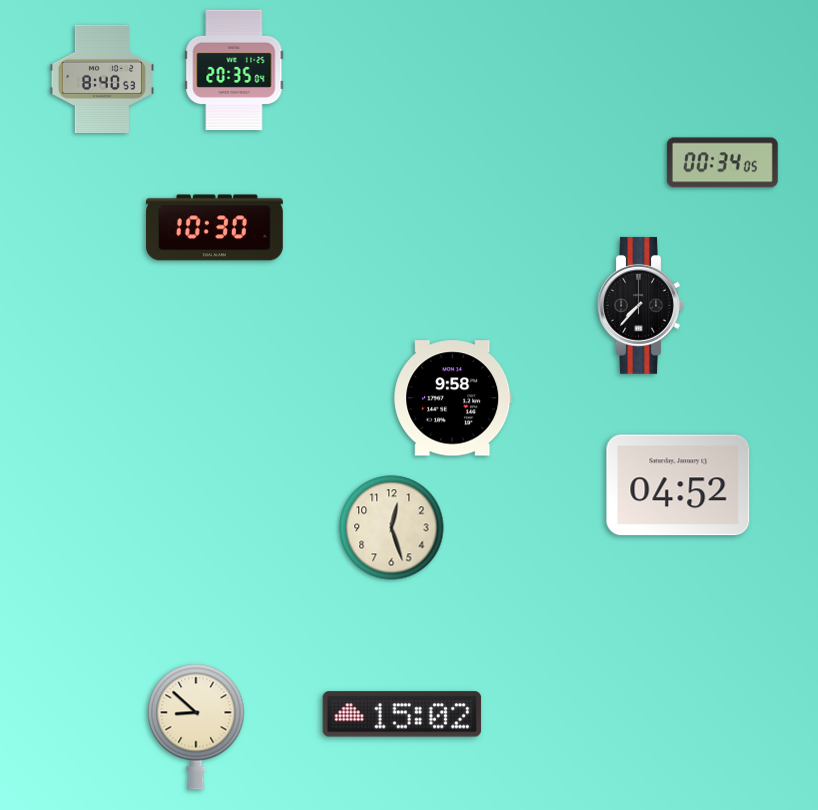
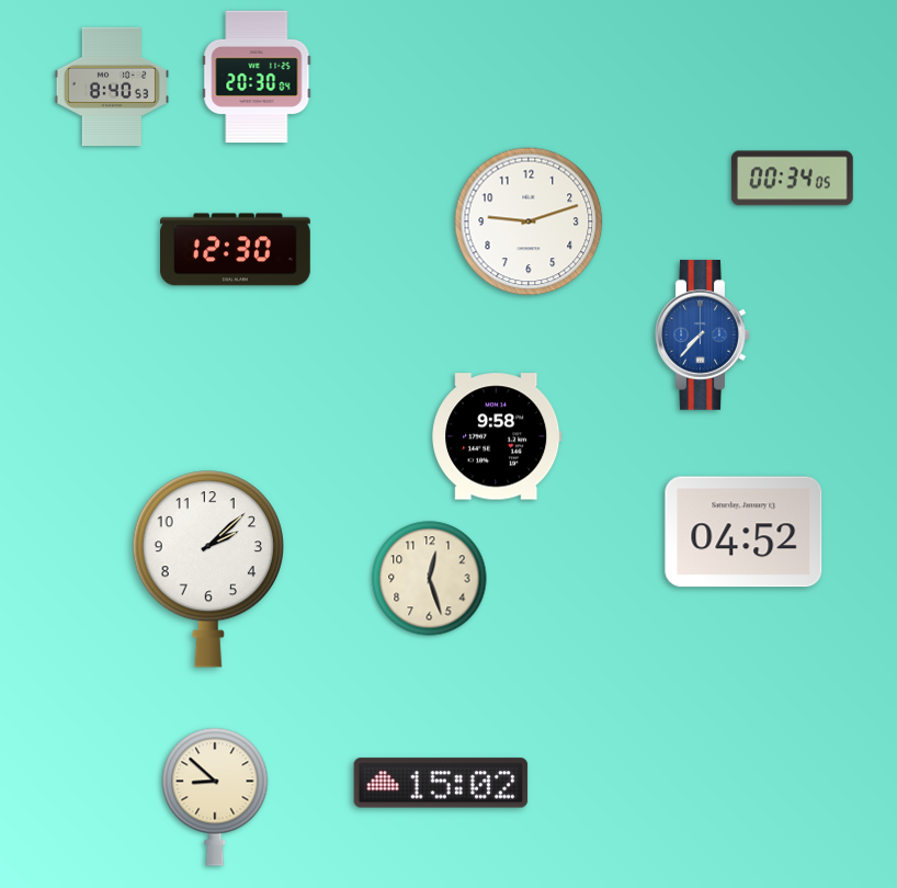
clock at (234, 70): 20:35 -> 20:30
clock at (529, 221): none -> 9:12
clock at (215, 228): 10:30 -> 12:30
clock at (641, 305) dial: black -> blue
clock at (208, 569): none -> 2:08
